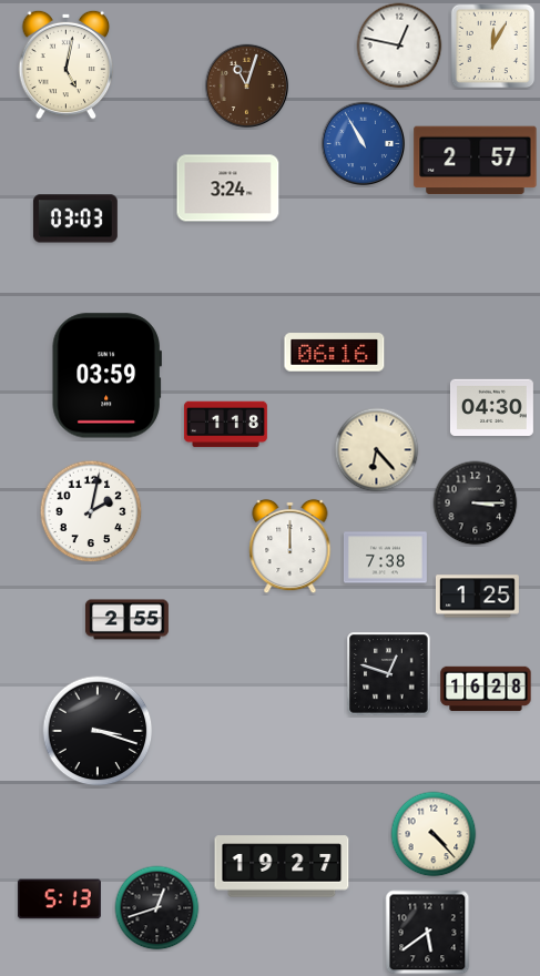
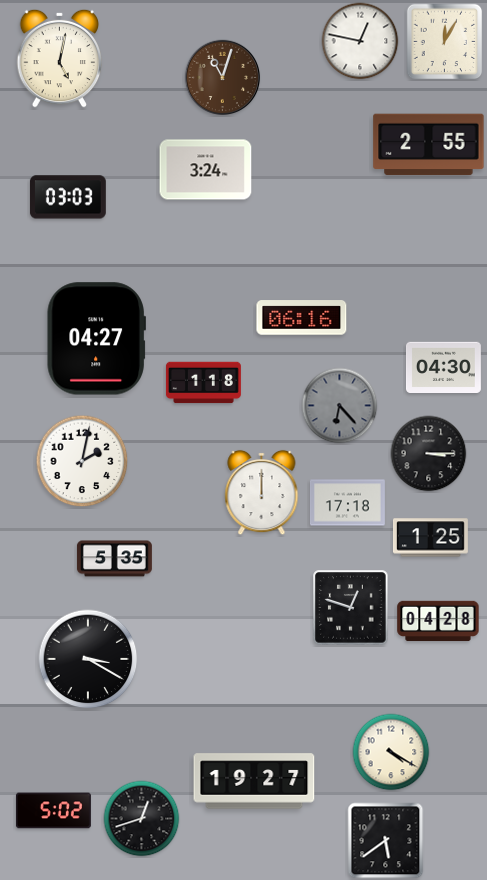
clock at (364, 144): 10:55 -> none
clock at (476, 161): 2:57 -> 2:55
clock at (106, 376): 03:59 -> 04:27
clock at (377, 450) dial: cream -> grey
clock at (385, 558): 7:38 -> 17:18
clock at (126, 620): 2:55 -> 5:35
clock at (486, 689): 16:28 -> 04:28
clock at (98, 731): 3:18 -> 3:20
clock at (434, 834): 4:23 -> 4:20
clock at (59, 899): 5:13 -> 5:02
